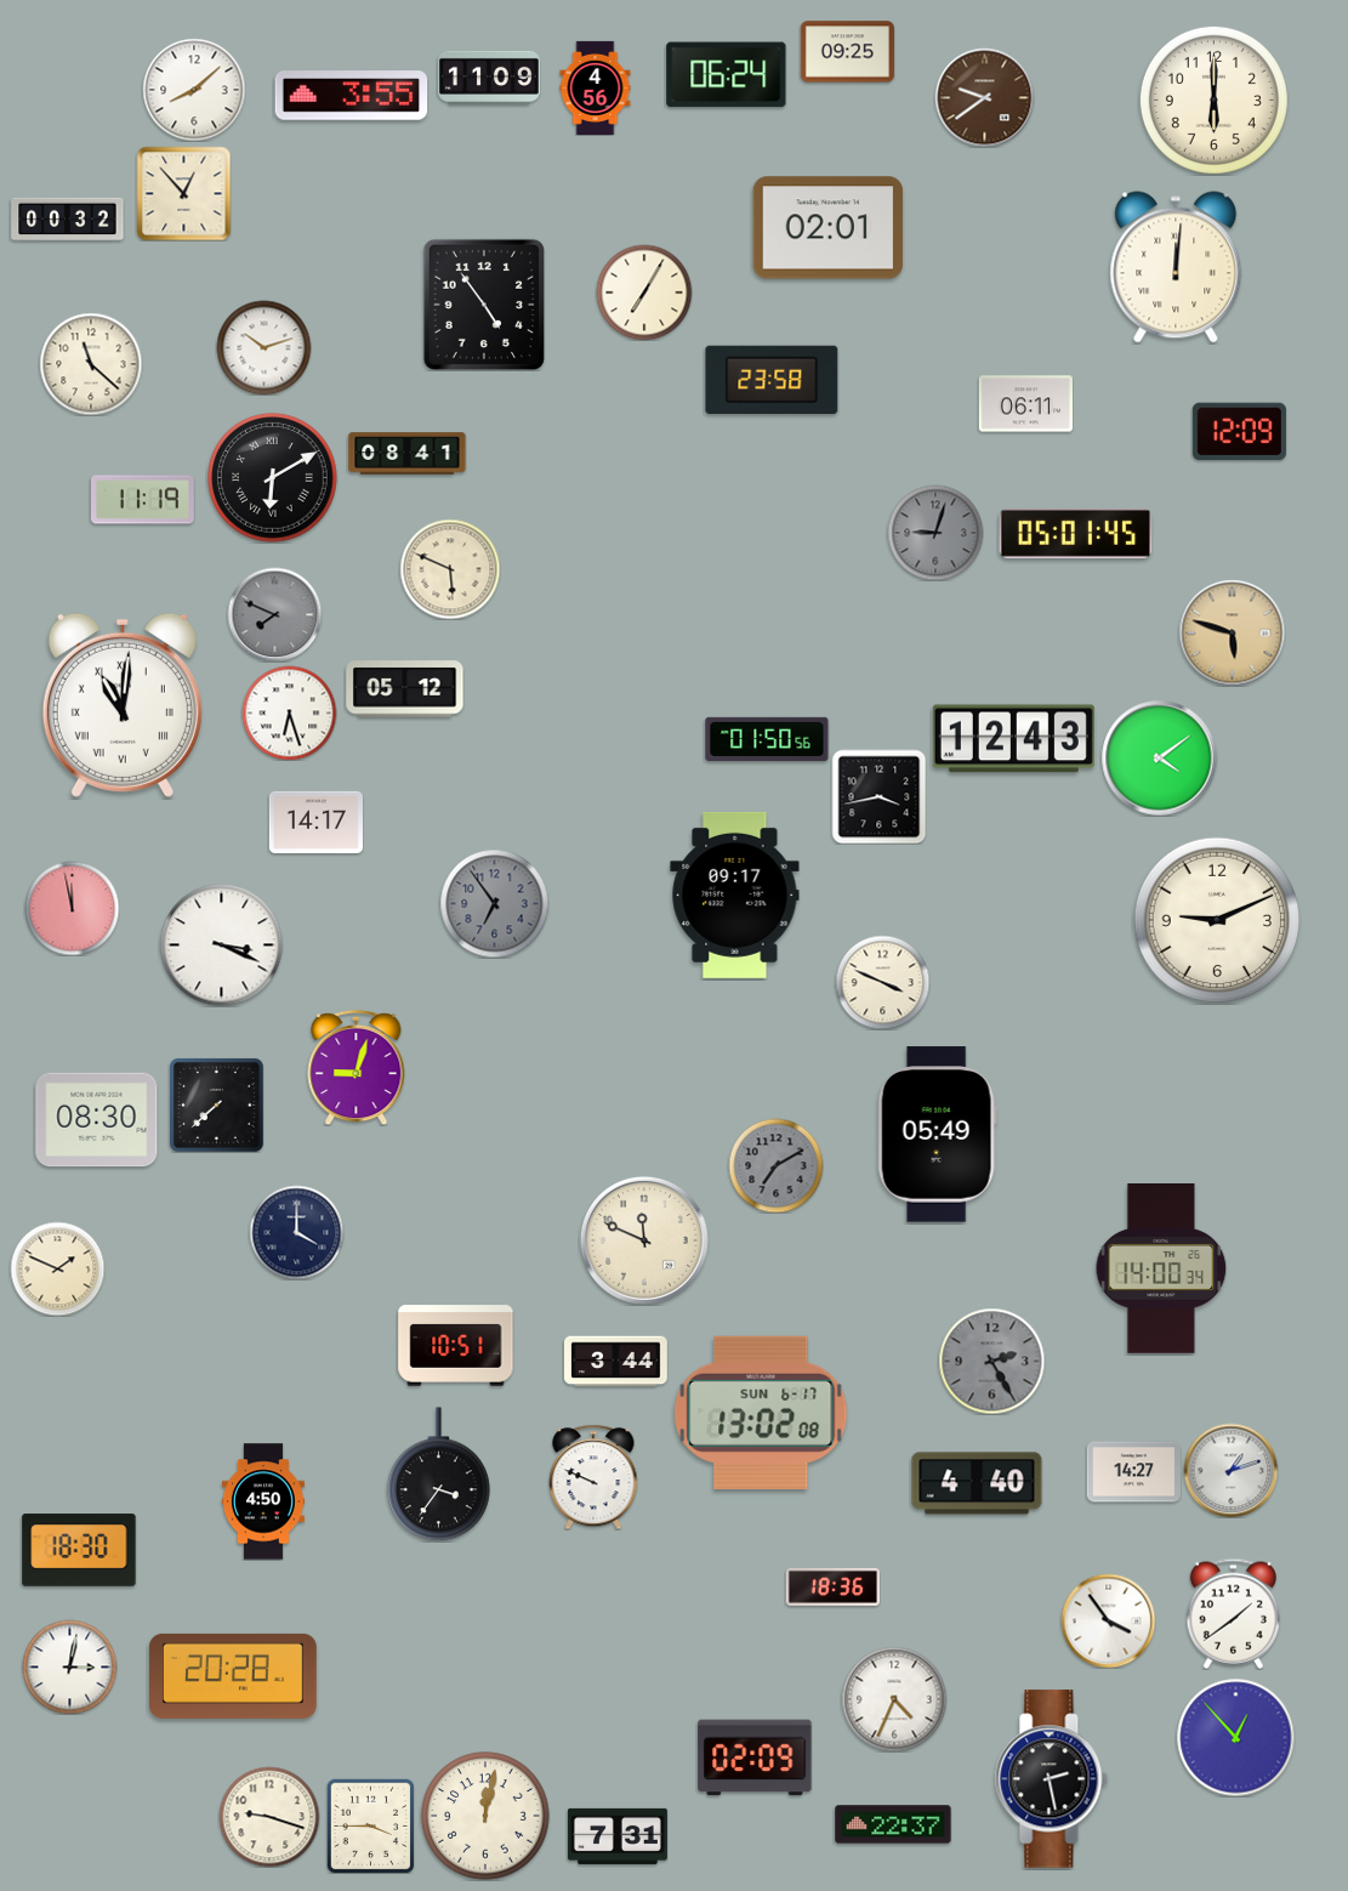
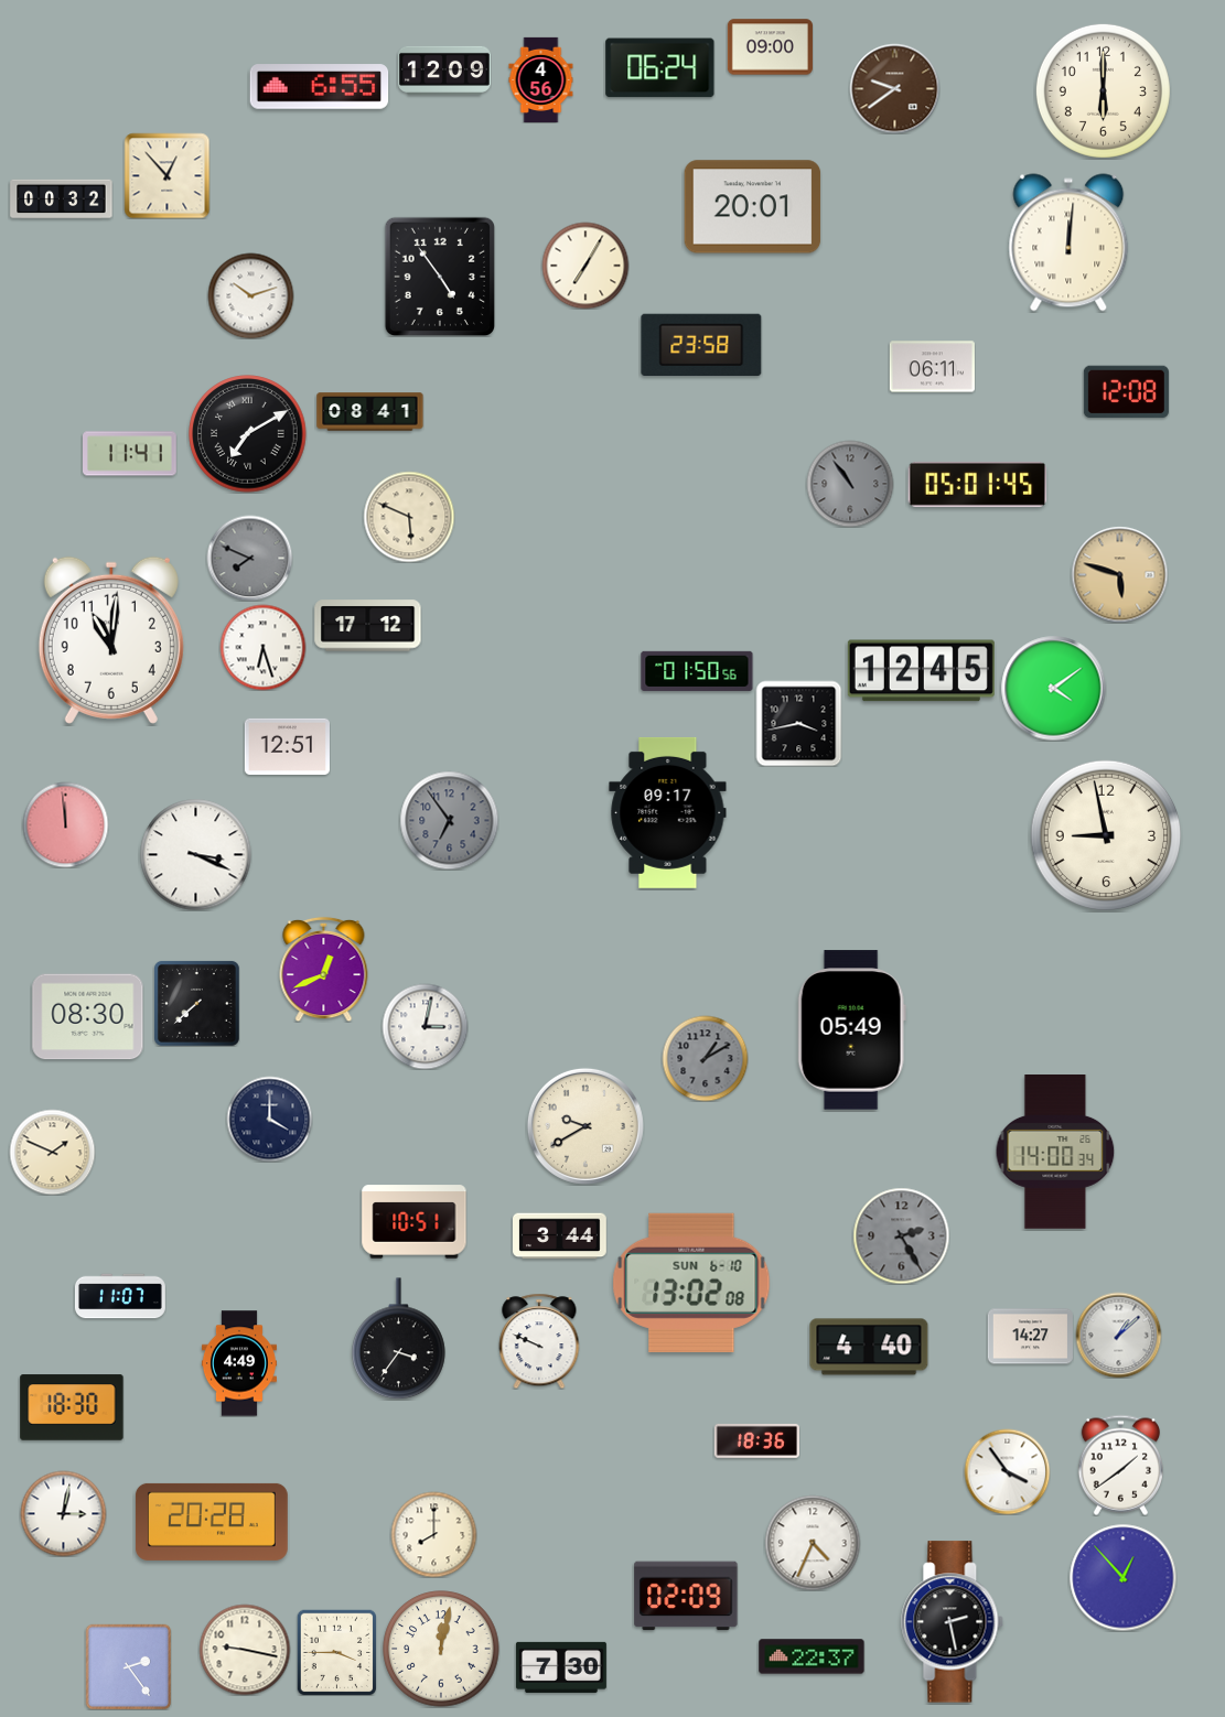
clock at (847, 52): 09:25 -> 09:00
clock at (490, 78): 11:09 -> 12:09
clock at (194, 90): 8:08 -> none
clock at (352, 96): 3:55 -> 6:55
clock at (829, 228): 02:01 -> 20:01
clock at (263, 347) position: (263, 347) -> (250, 295)
clock at (91, 364): 11:22 -> none
clock at (1239, 432): 12:09 -> 12:08
clock at (273, 478): 6:10 -> 7:10
clock at (143, 500): 11:19 -> 11:41
clock at (935, 533): 9:03 -> 10:54
clock at (405, 689): 05:12 -> 17:12
clock at (123, 705) numerals: Roman -> Arabic
clock at (1013, 739): 12:43 -> 12:45
clock at (315, 822): 14:17 -> 12:51
clock at (72, 908): 11:58 -> 11:59
clock at (1217, 920): 9:11 -> 8:58
clock at (222, 945) position: (222, 945) -> (196, 855)
clock at (882, 982): 3:49 -> none
clock at (357, 1067): 9:03 -> 12:41
clock at (425, 1026): none -> 3:02
clock at (775, 1165): 7:10 -> 1:10
clock at (644, 1240): 11:49 -> 9:40
clock at (761, 1413) date: SUN 6-17 -> SUN 6-10
clock at (120, 1296): none -> 11:07
clock at (1230, 1470): 1:12 -> 1:08
clock at (977, 1483) position: (977, 1483) -> (869, 1347)
clock at (263, 1501): 4:50 -> 4:49
clock at (433, 1534): none -> 8:00
clock at (1052, 1779) position: (1052, 1779) -> (953, 1622)
clock at (269, 1817): 9:18 -> 9:17
clock at (371, 1825) position: (371, 1825) -> (337, 1652)
clock at (128, 1666): none -> 2:24
clock at (618, 1836): 7:31 -> 7:30
